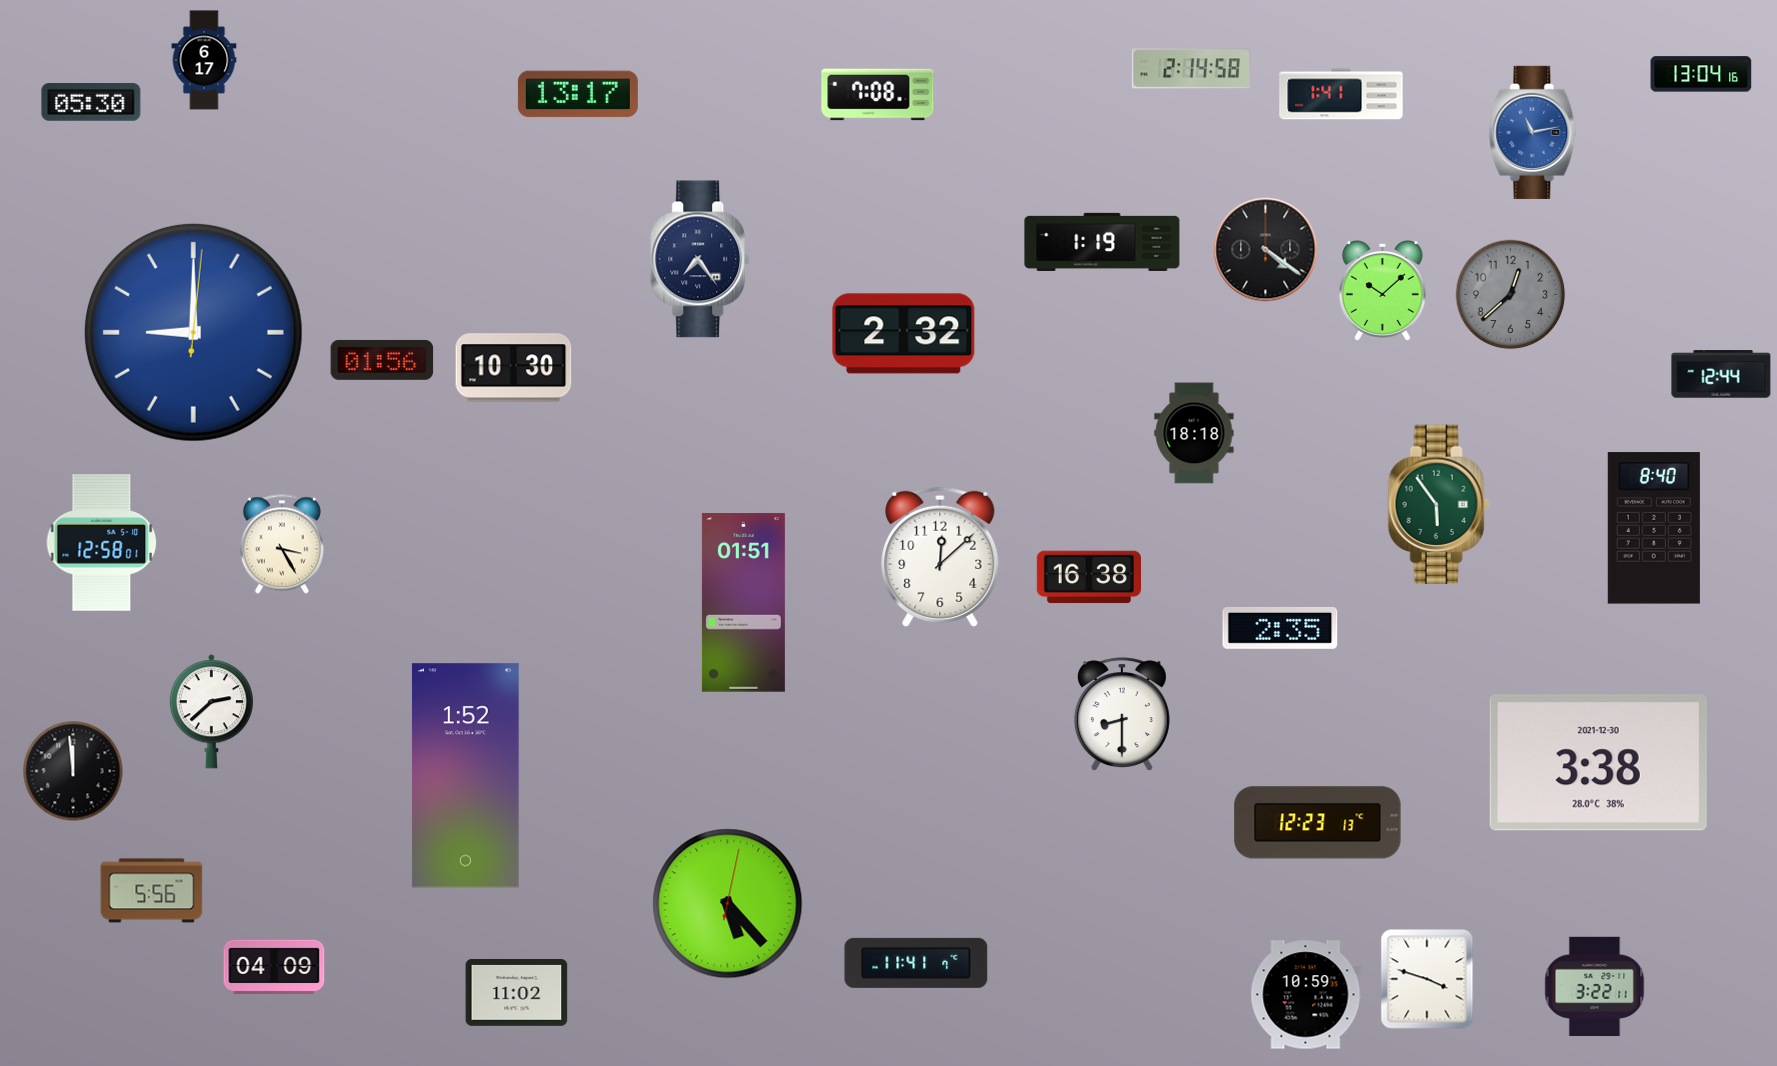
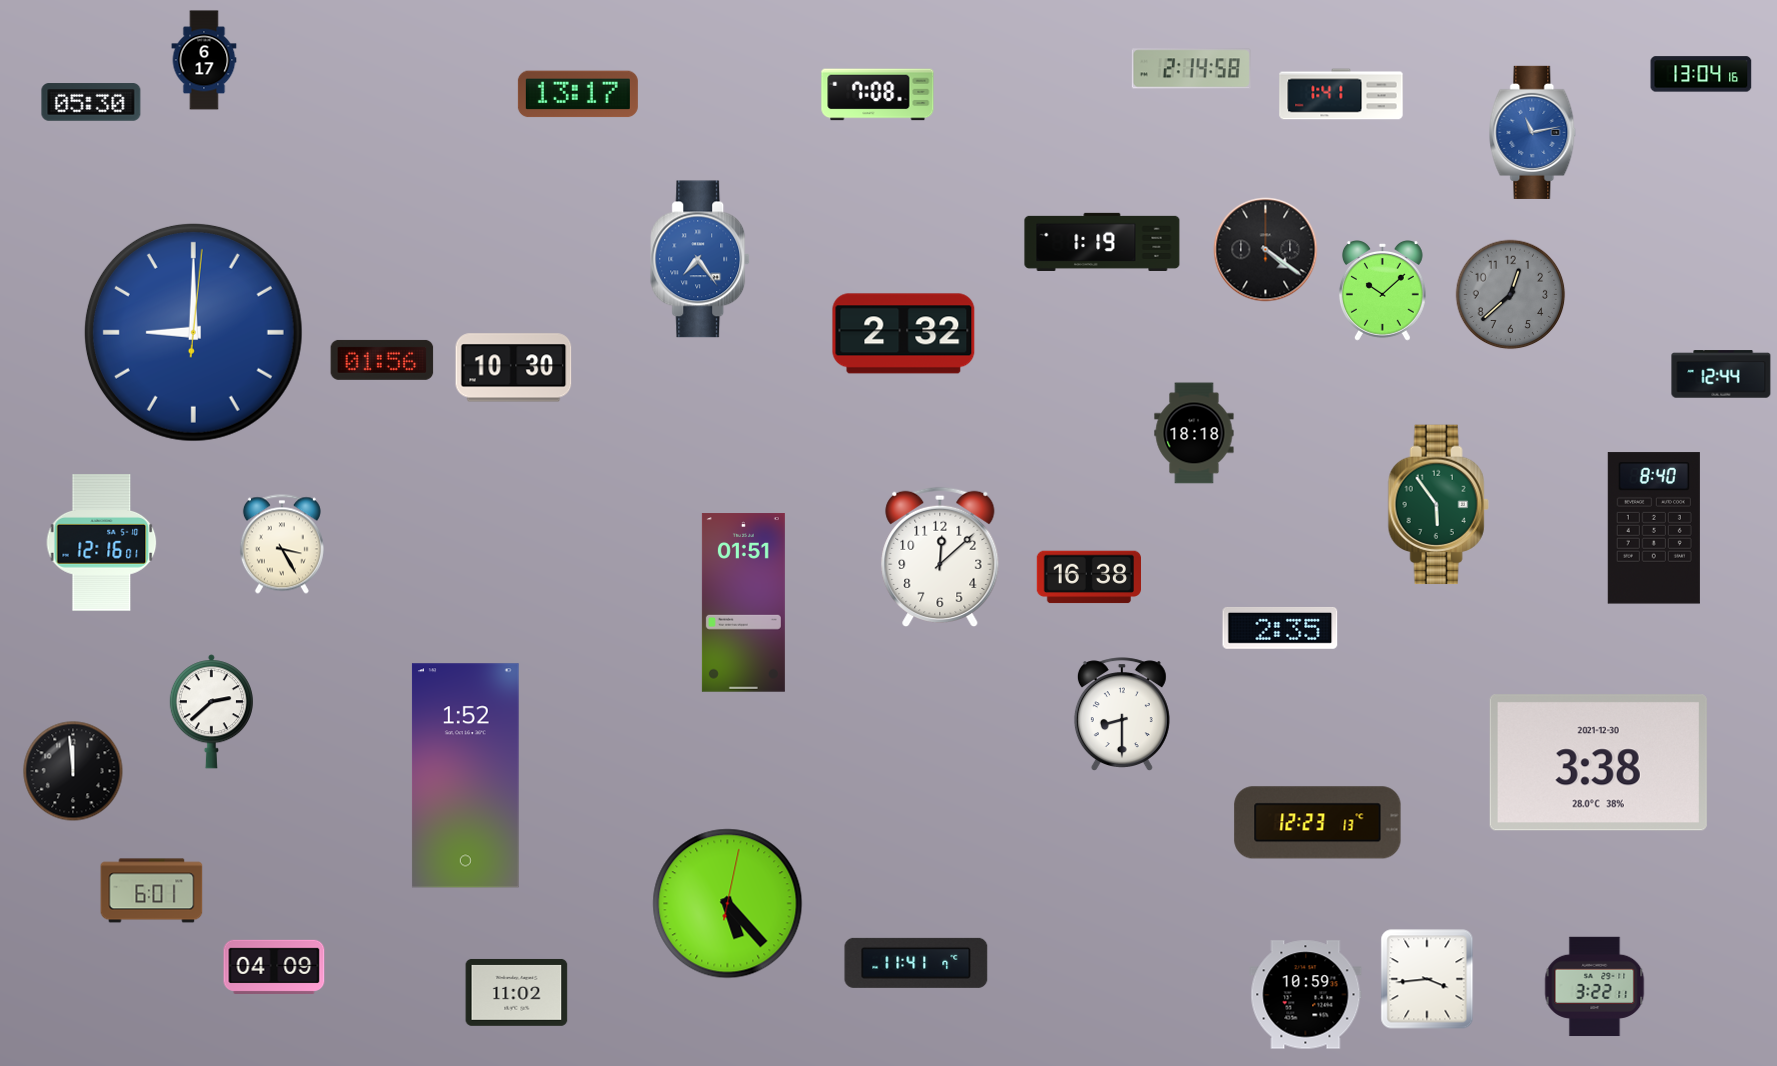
clock at (701, 259) dial: navy -> blue
clock at (102, 543): 12:58 -> 12:16
clock at (152, 891): 5:56 -> 6:01
clock at (1427, 979): 3:48 -> 3:44
